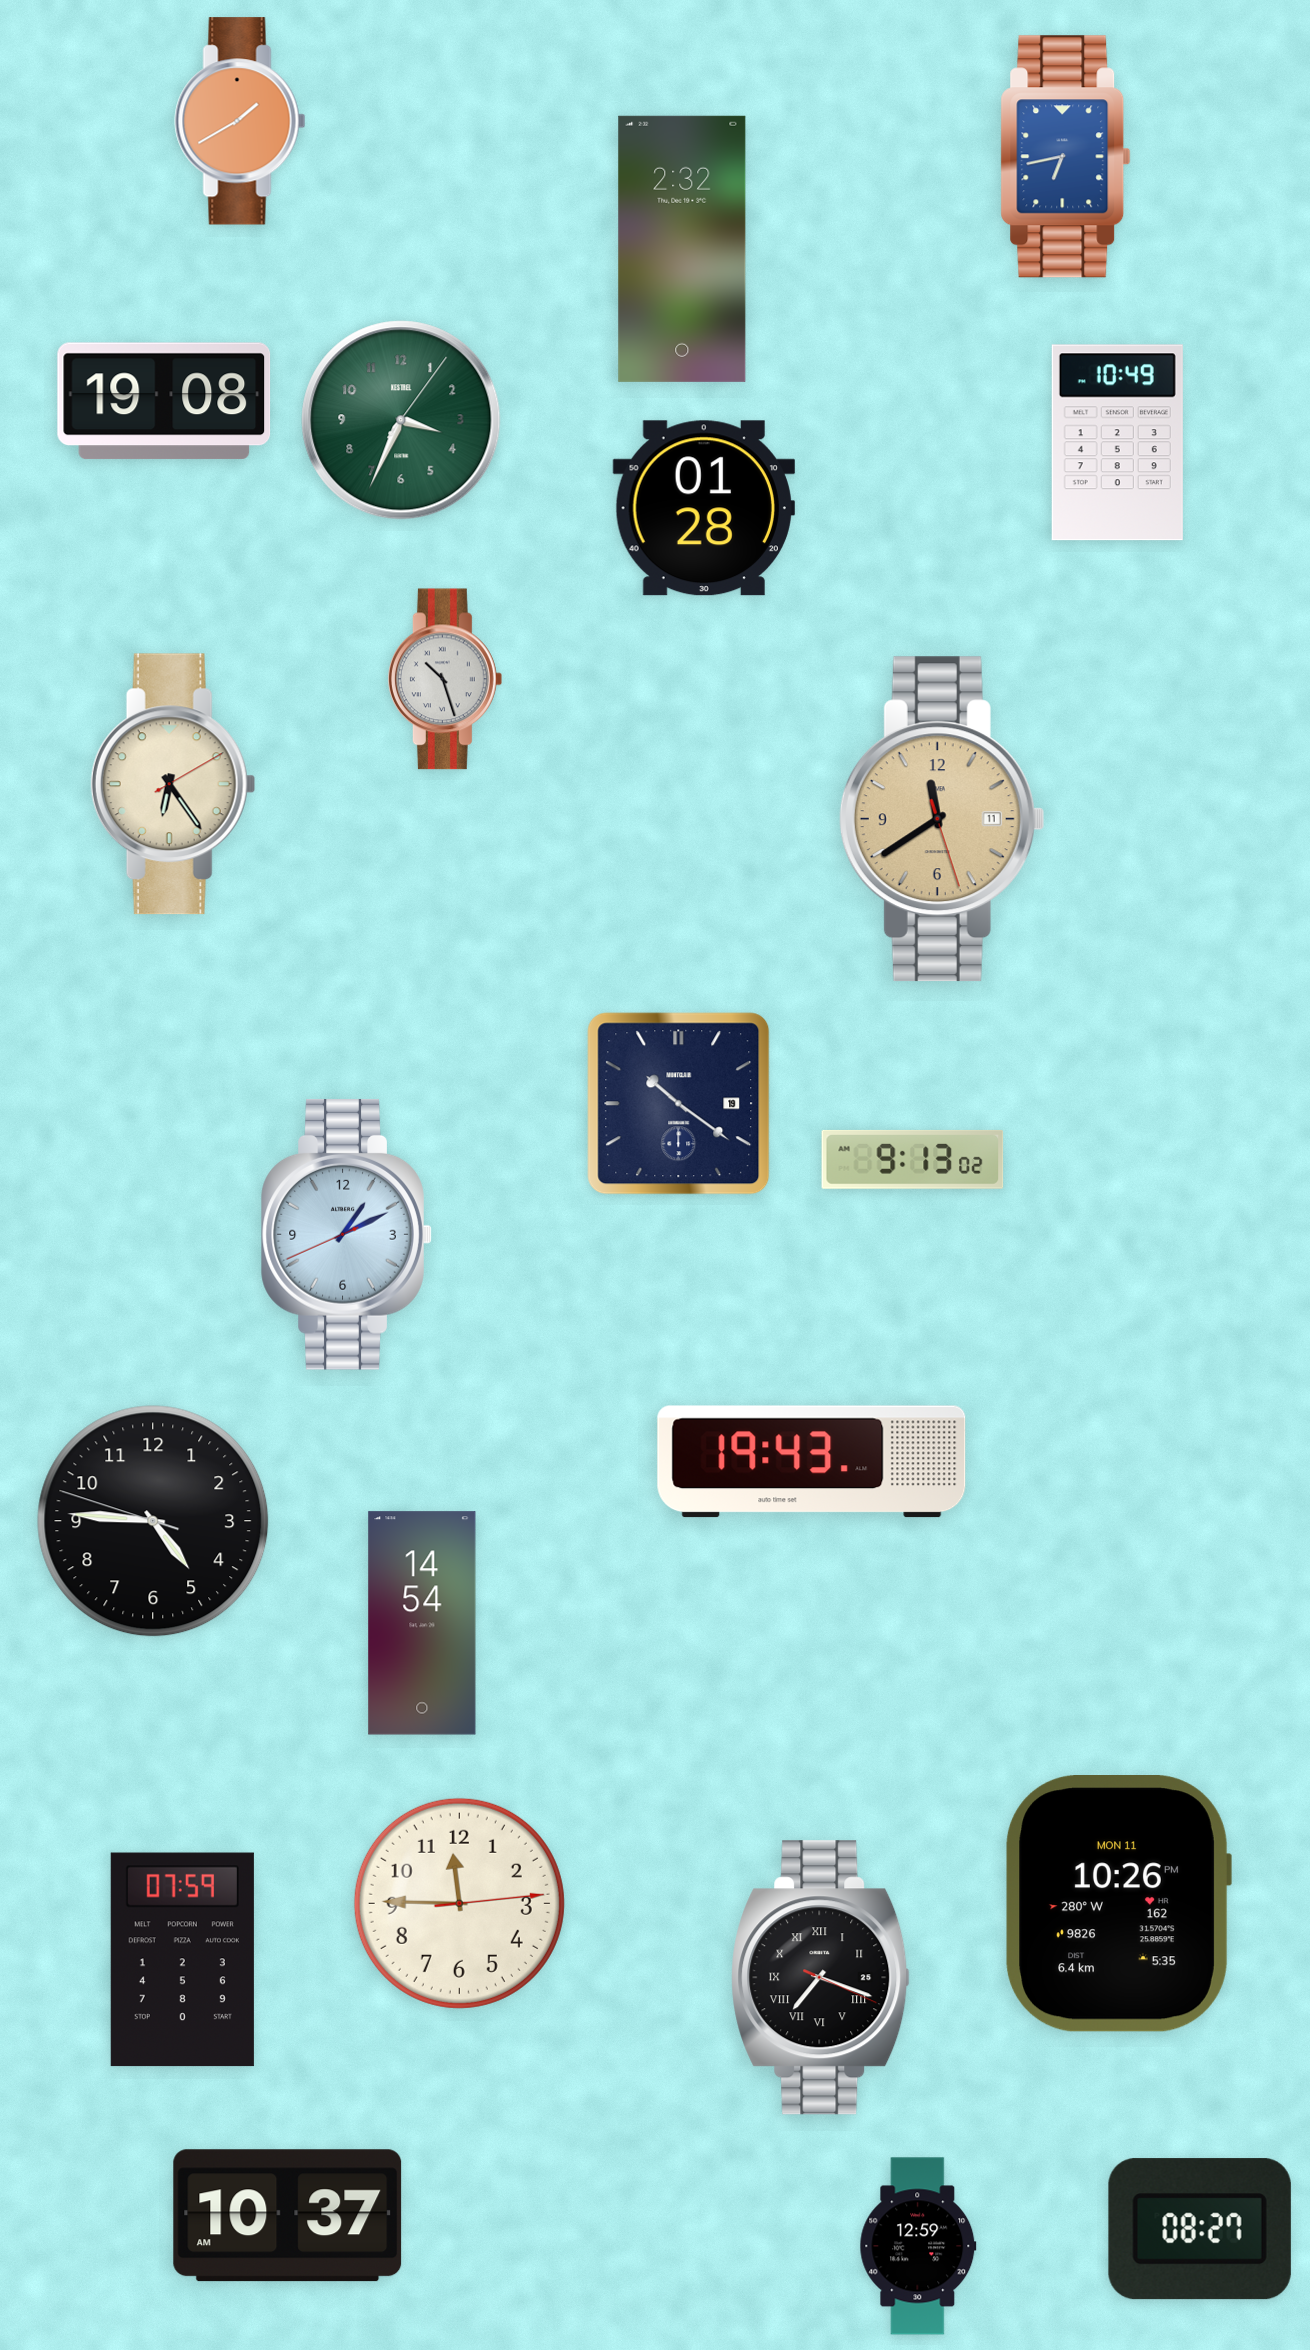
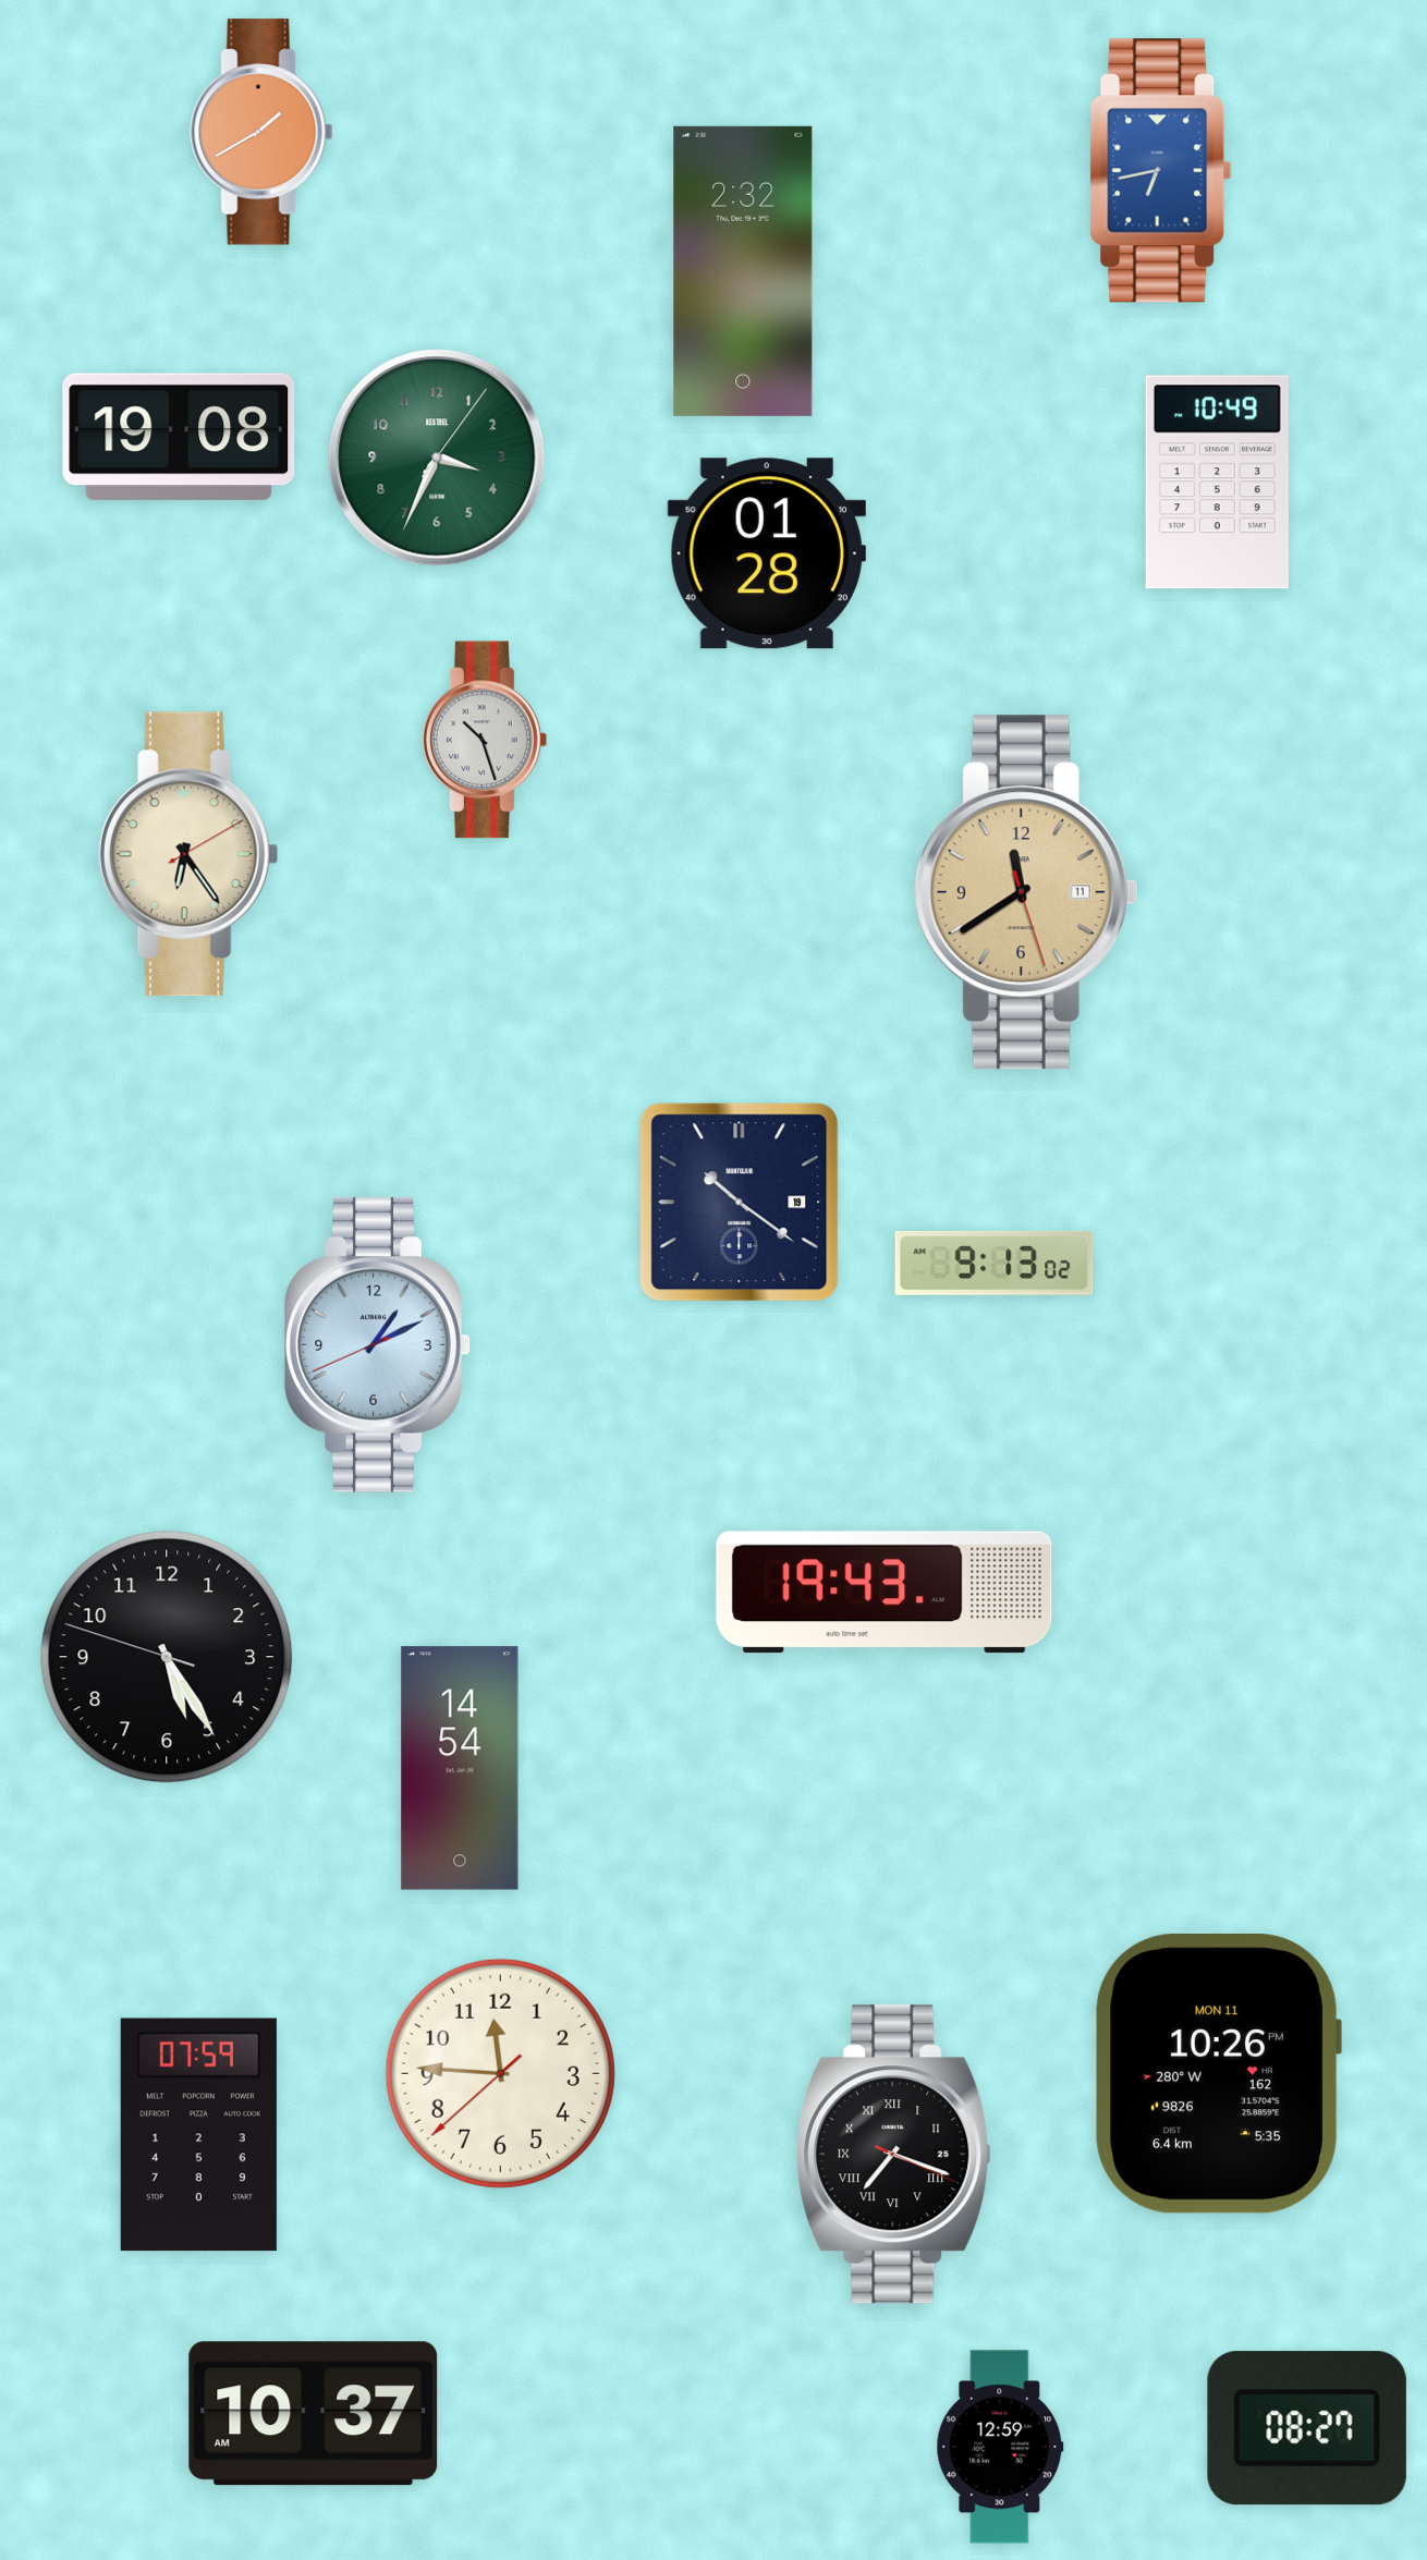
clock at (153, 1521): 4:45 -> 5:24
clock at (459, 1903): 11:45:14 -> 11:45:38
